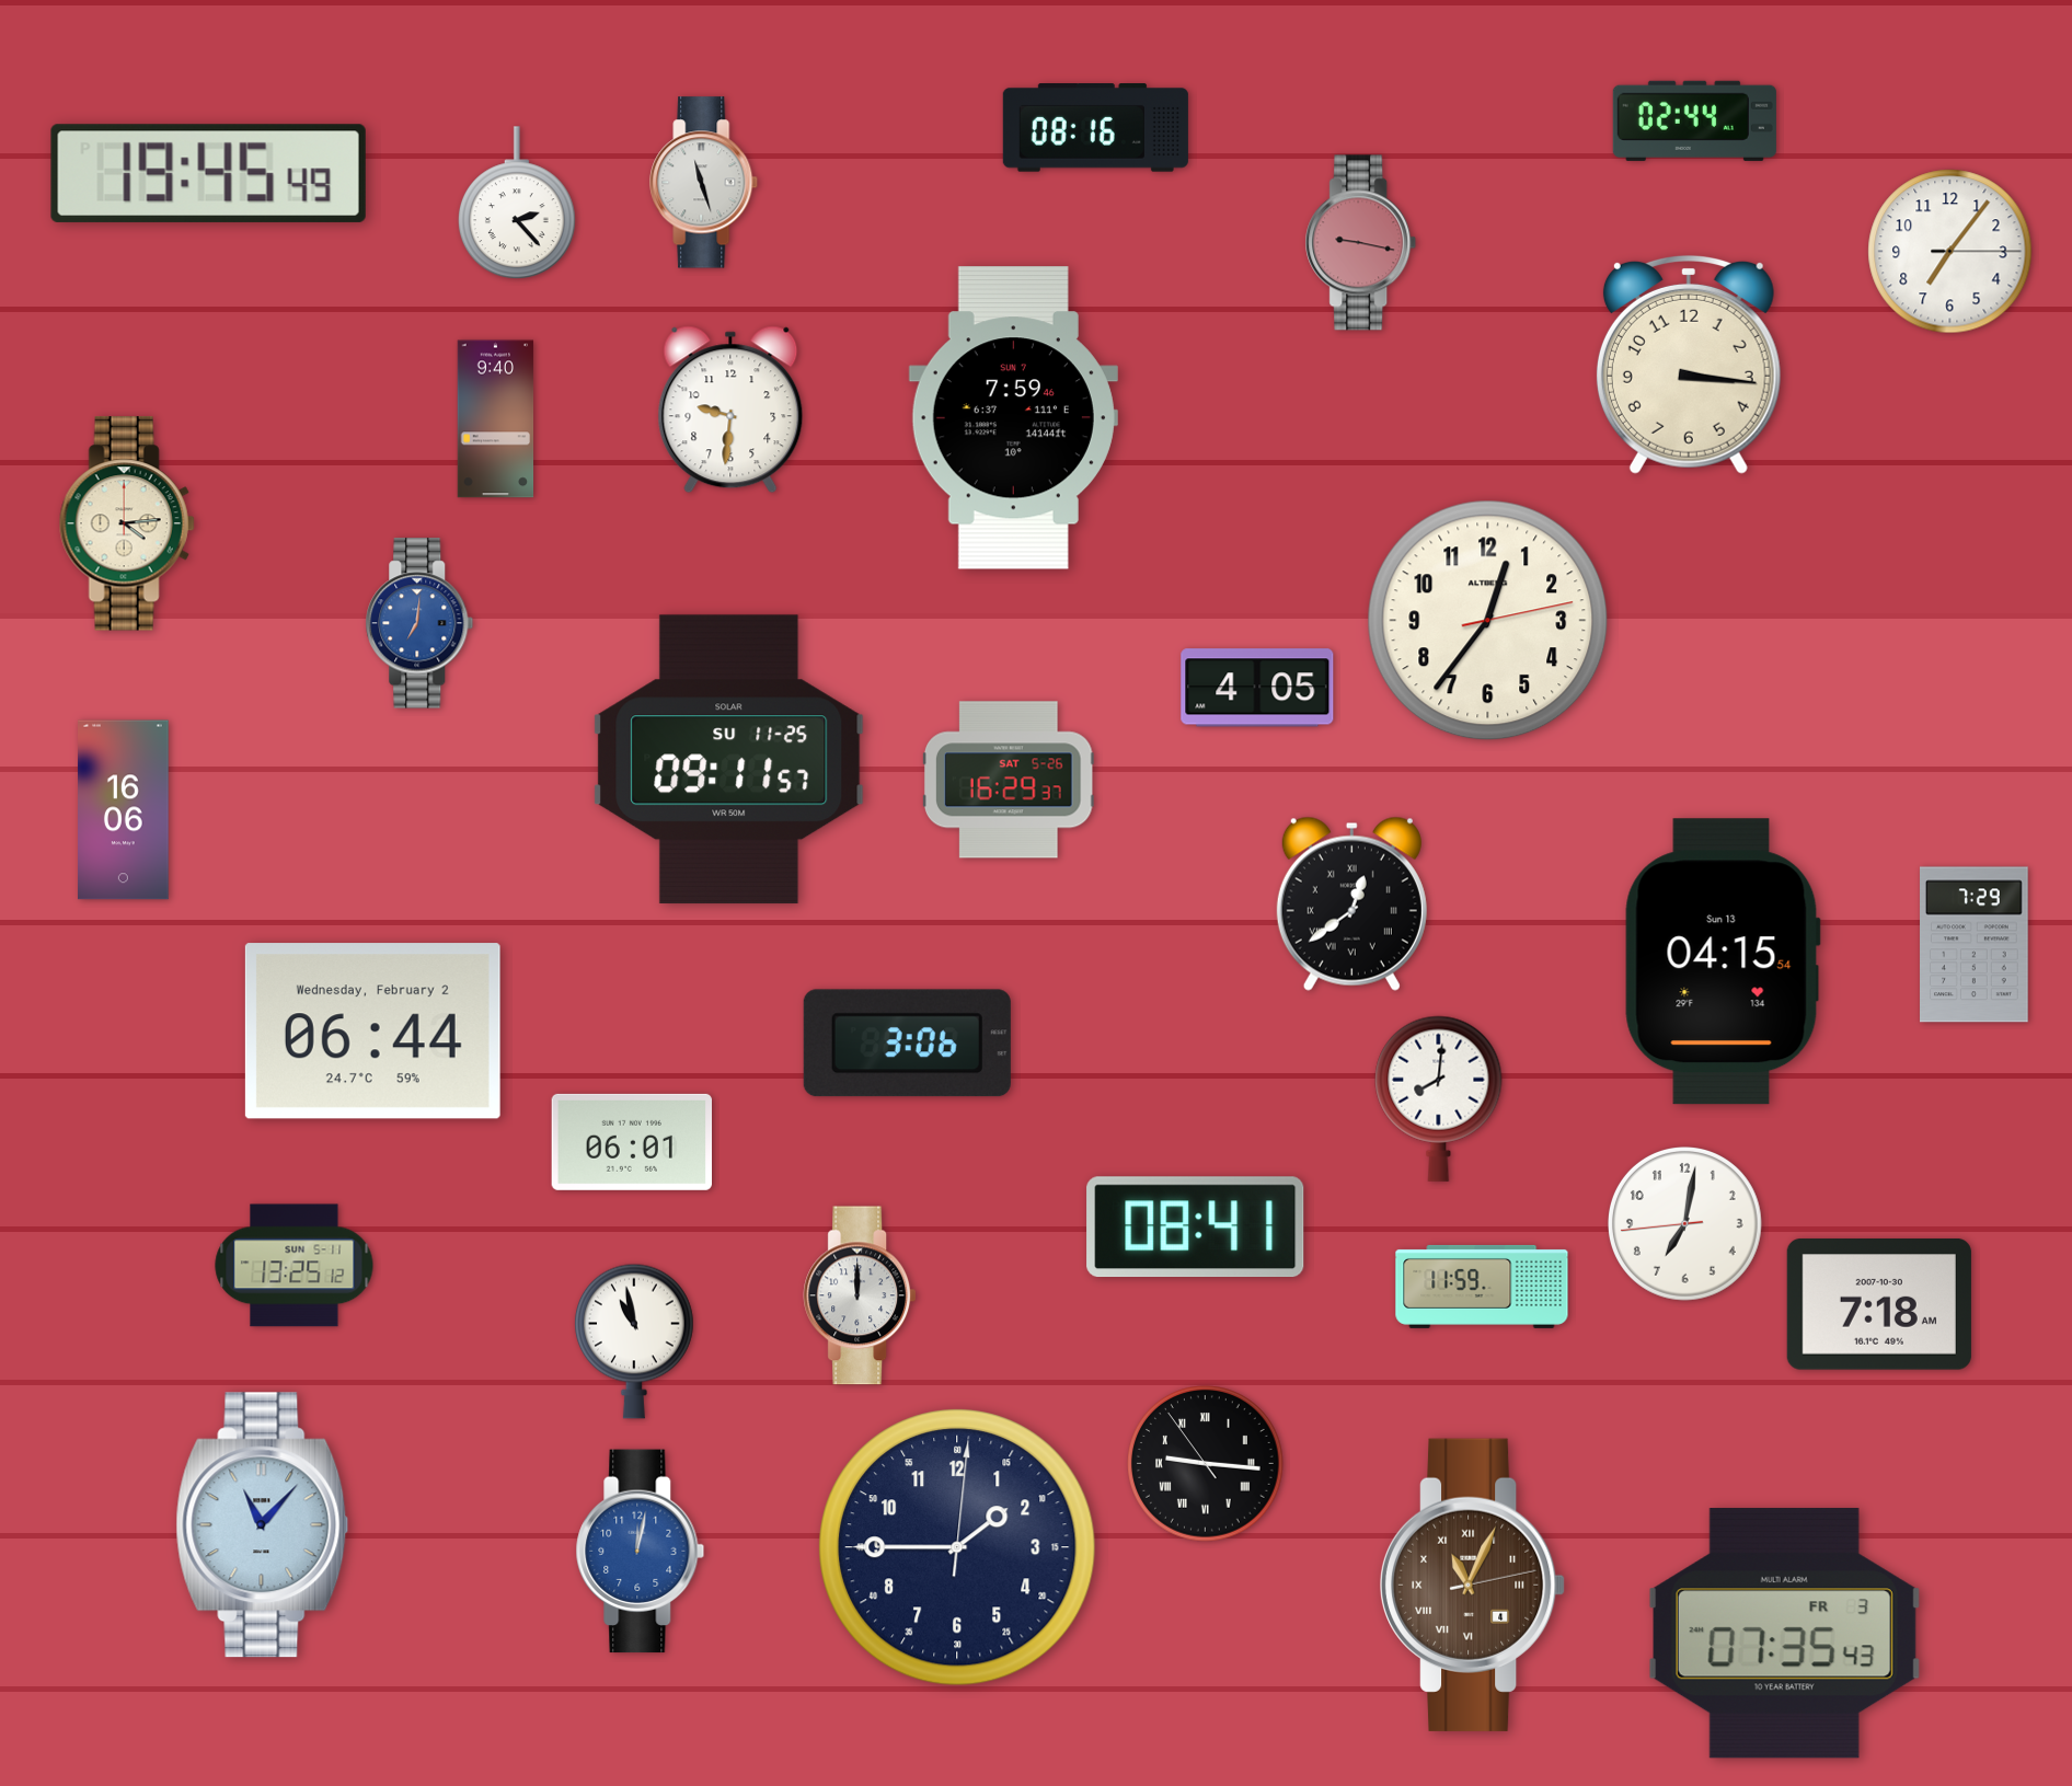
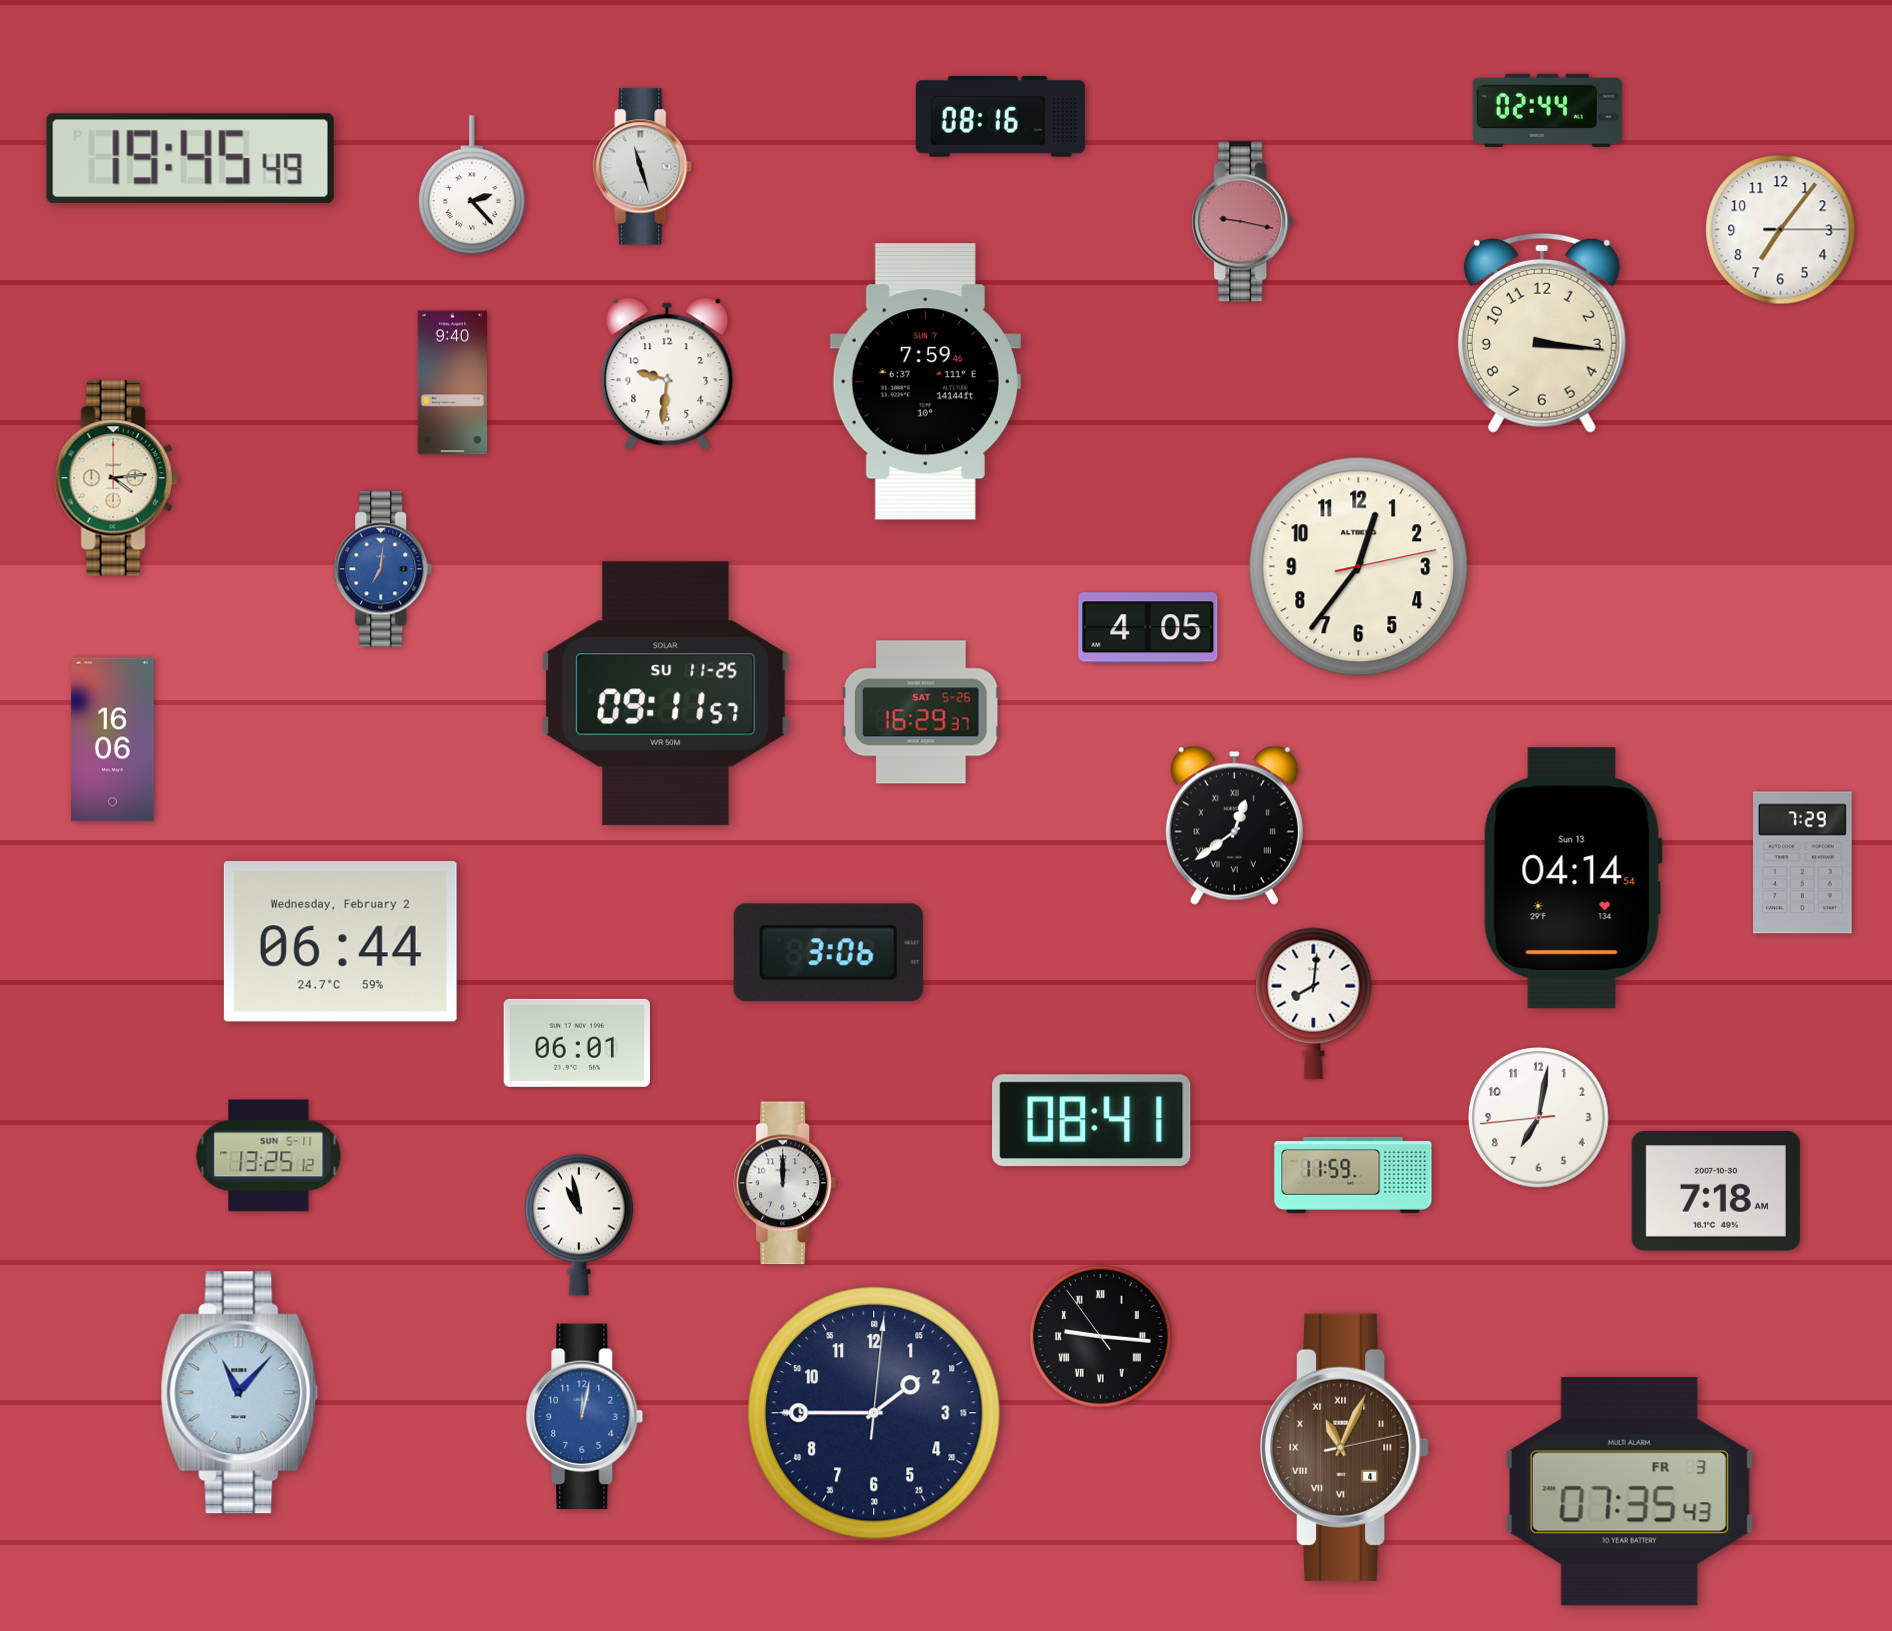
clock at (1723, 961): 04:15 -> 04:14
